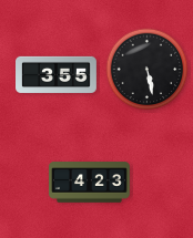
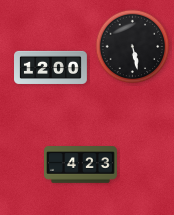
clock at (148, 70) position: (148, 70) -> (133, 47)
clock at (57, 75): 3:55 -> 12:00
